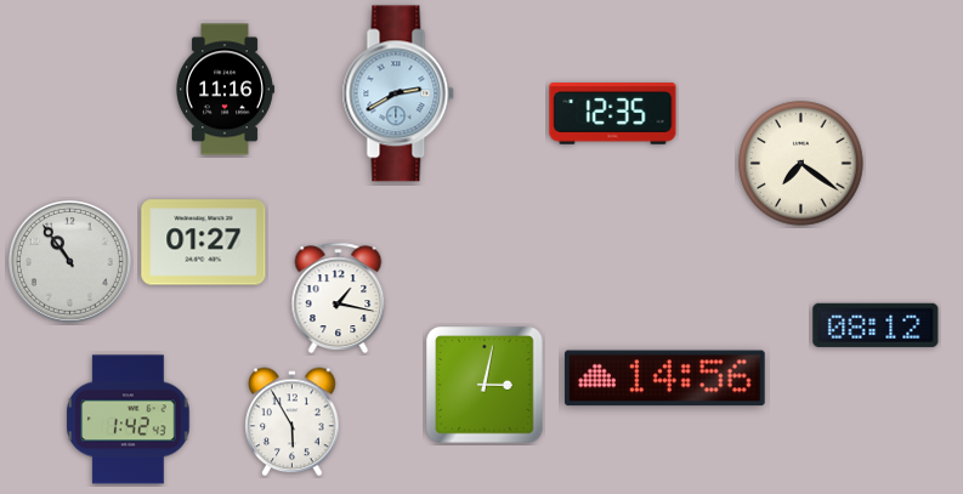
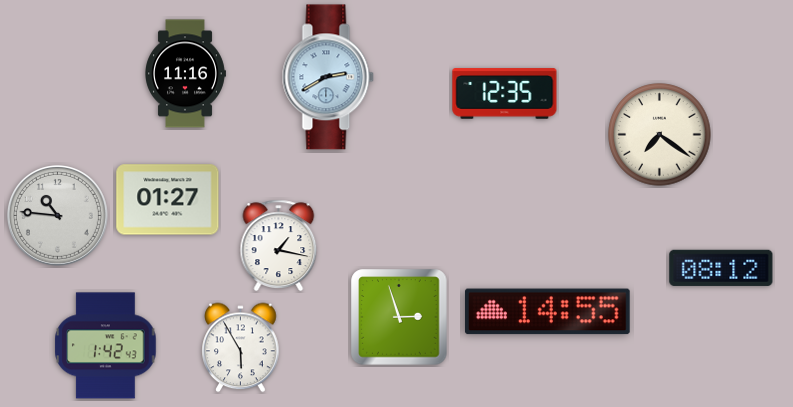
clock at (69, 261): 10:54 -> 10:46
clock at (664, 379): 14:56 -> 14:55
clock at (485, 385): 3:02 -> 2:57
